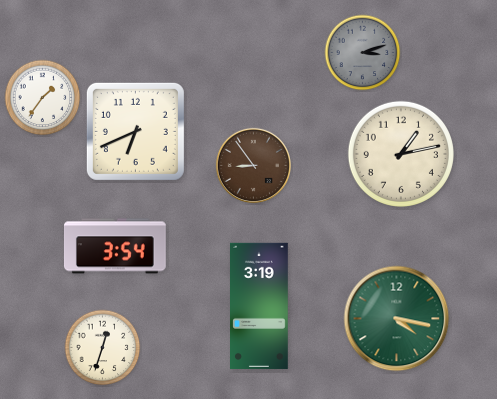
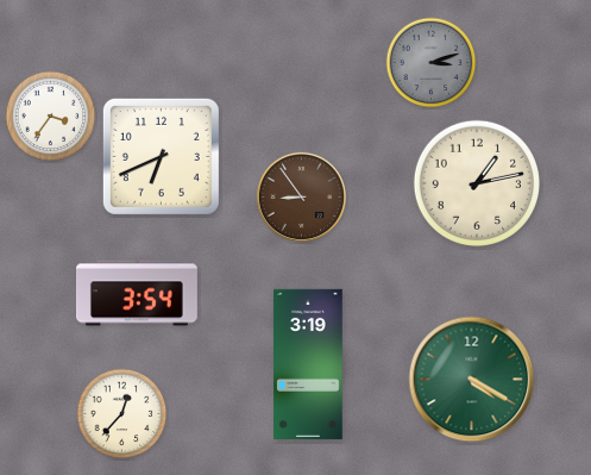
clock at (43, 98): 1:36 -> 3:36
clock at (397, 319): 4:17 -> 4:20
clock at (103, 348): 12:33 -> 12:37
